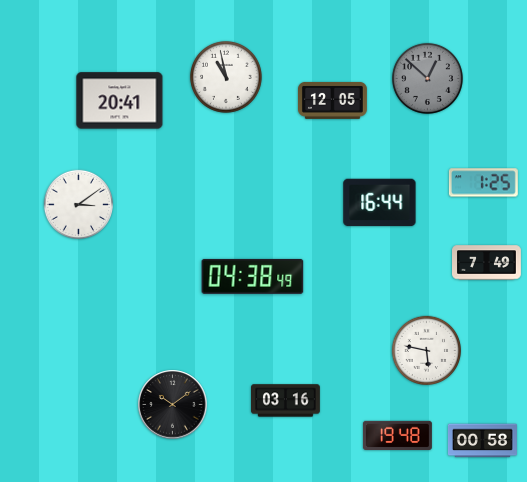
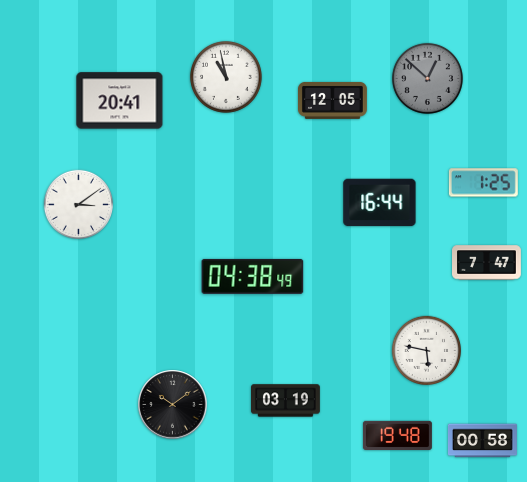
clock at (487, 263): 7:49 -> 7:47
clock at (286, 401): 03:16 -> 03:19
